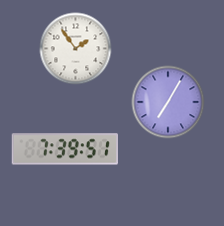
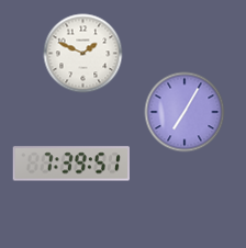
clock at (76, 49): 1:54 -> 1:49
